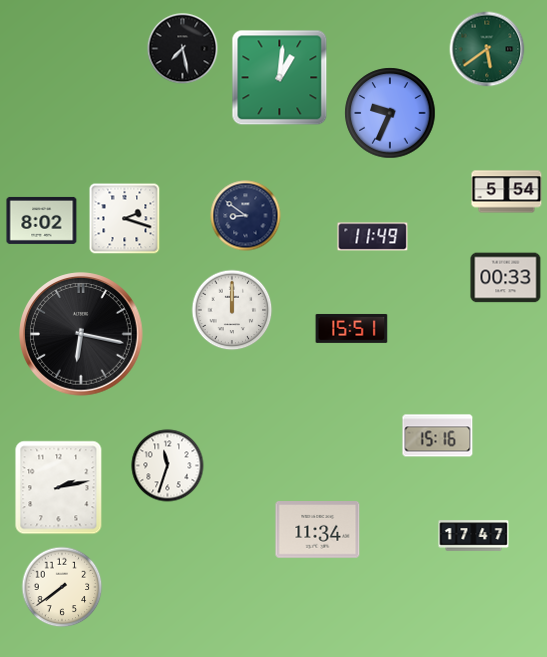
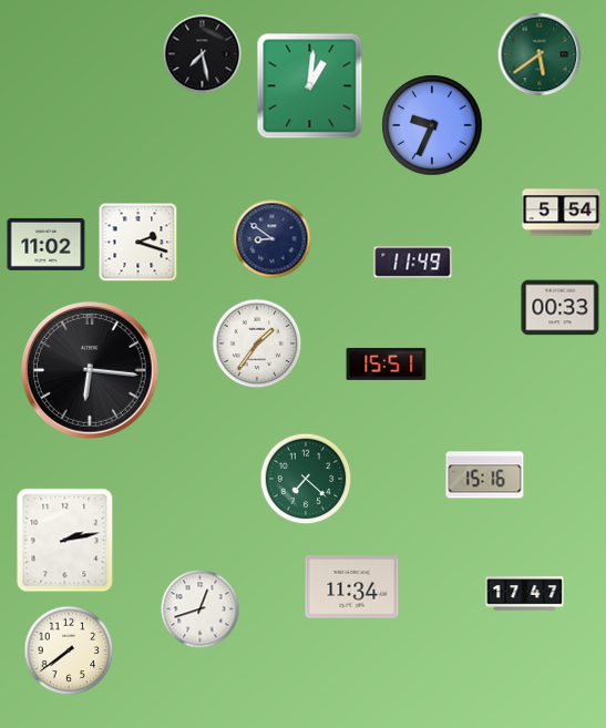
clock at (42, 220): 8:02 -> 11:02
clock at (232, 310): 12:00 -> 1:36
clock at (352, 328) position: (352, 328) -> (387, 363)
clock at (81, 334): 6:17 -> 6:16
clock at (306, 479): none -> 7:22
clock at (438, 436) position: (438, 436) -> (485, 475)
clock at (168, 466): 11:33 -> none
clock at (201, 609): none -> 12:42
